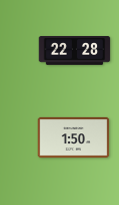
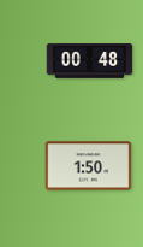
clock at (75, 51): 22:28 -> 00:48
